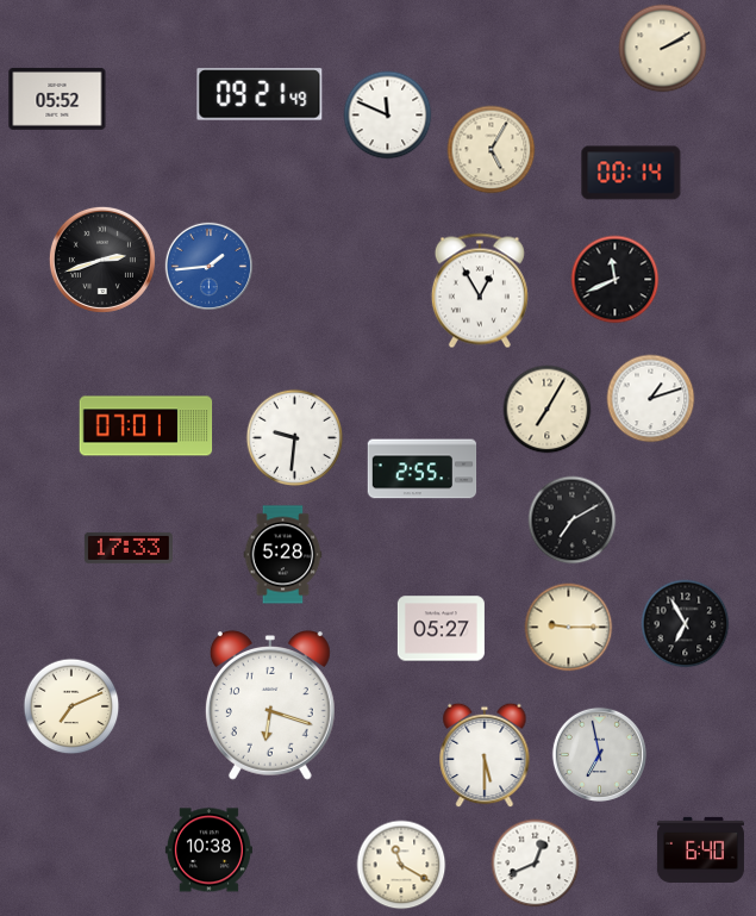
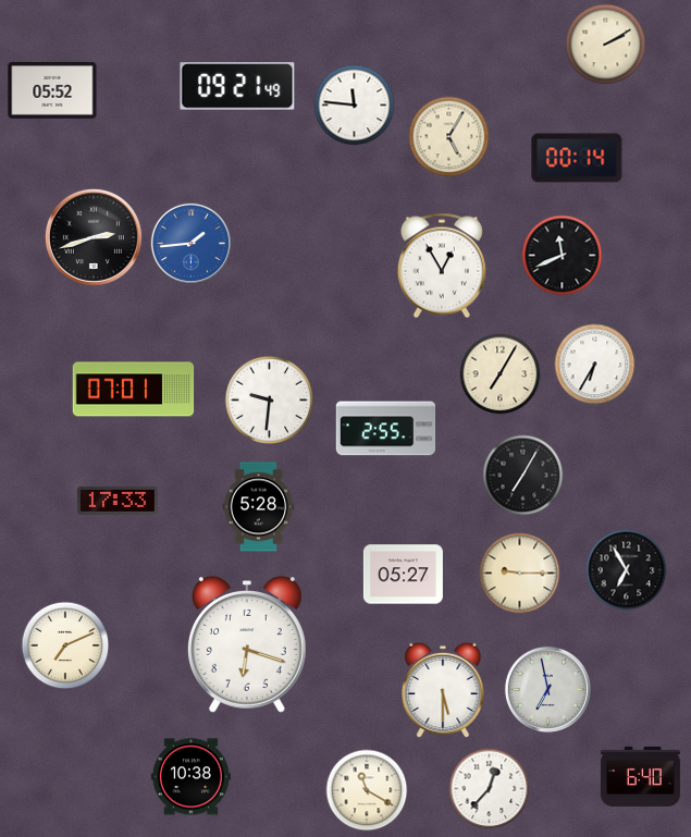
clock at (388, 116): 11:49 -> 11:46
clock at (480, 291) position: (480, 291) -> (442, 266)
clock at (651, 399): 1:12 -> 6:35
clock at (573, 521): 7:10 -> 7:05
clock at (536, 864): 12:41 -> 12:37
